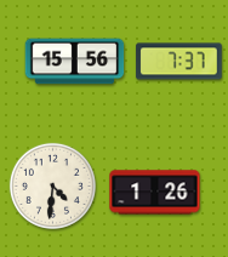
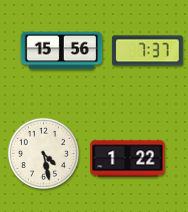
clock at (52, 185): 4:31 -> 4:28
clock at (155, 193): 1:26 -> 1:22
